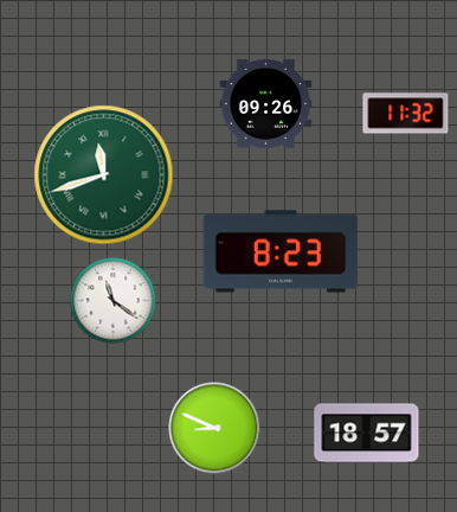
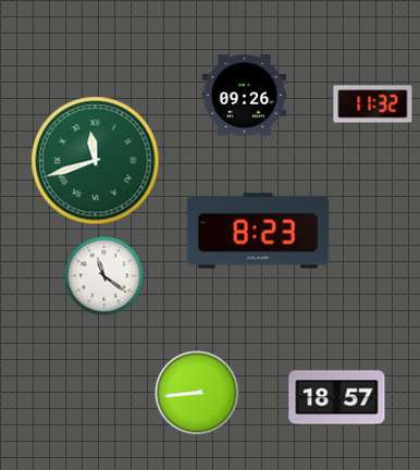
clock at (214, 428): 8:49 -> 8:44
